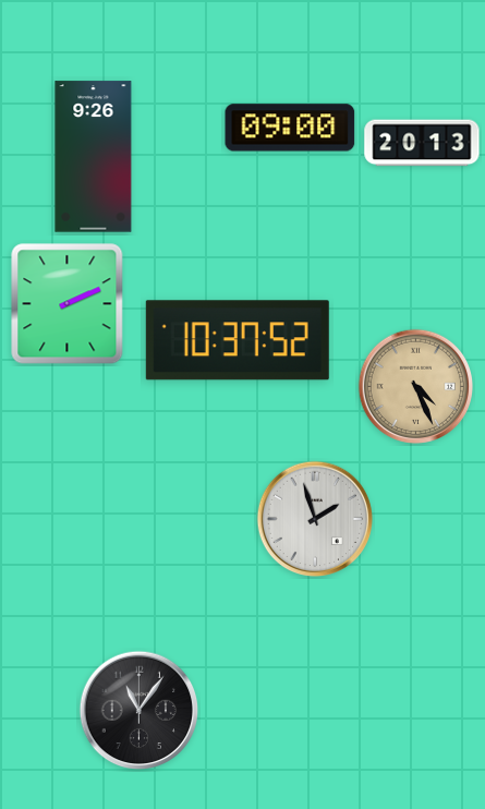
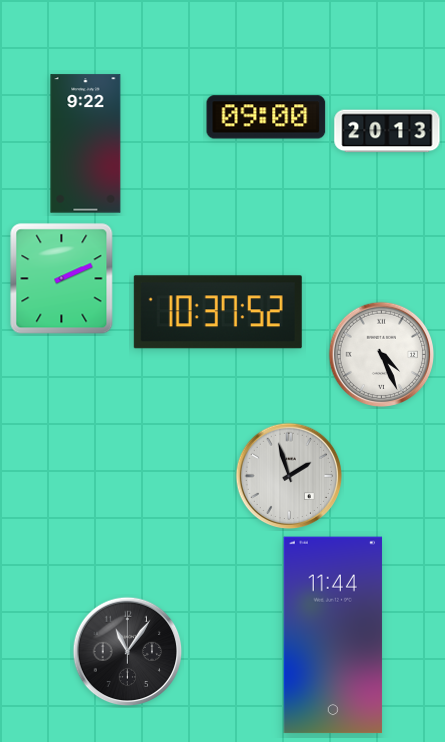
clock at (94, 157): 9:26 -> 9:22
clock at (415, 386) dial: champagne -> white
clock at (333, 635): none -> 11:44
